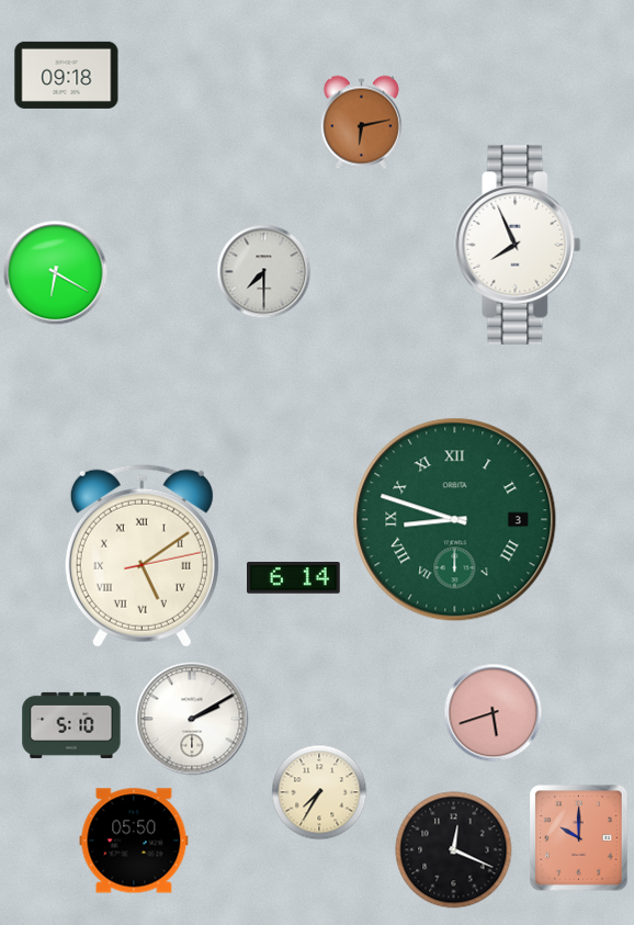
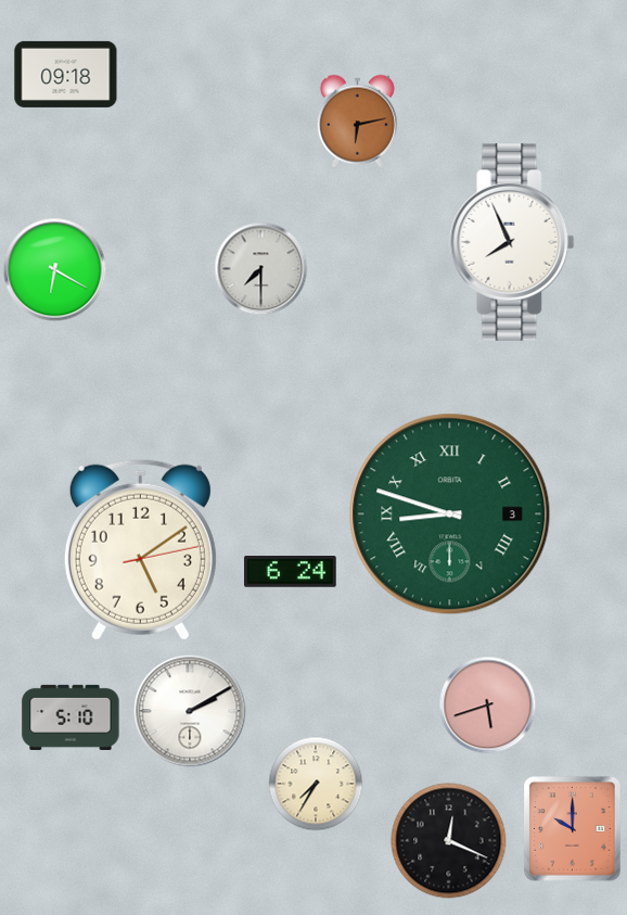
clock at (141, 555) numerals: Roman -> Arabic
clock at (294, 578): 6:14 -> 6:24
clock at (134, 841): 05:50 -> none
